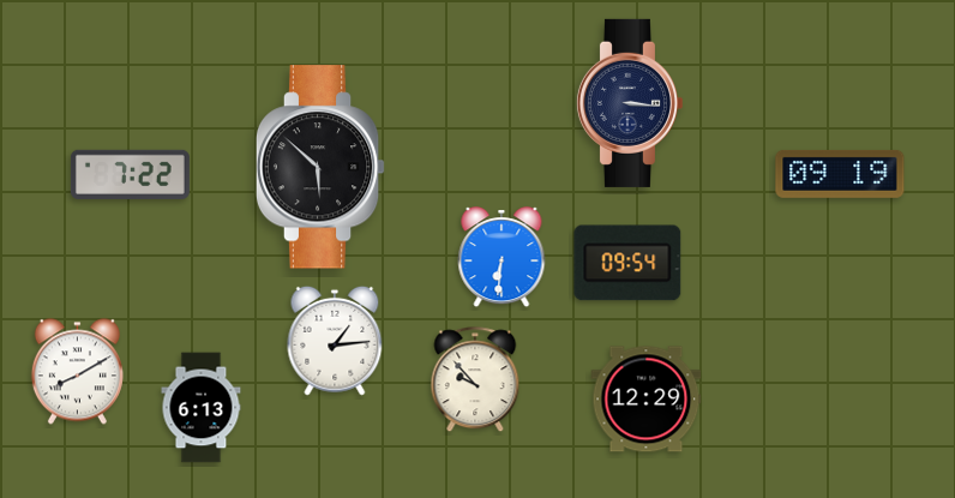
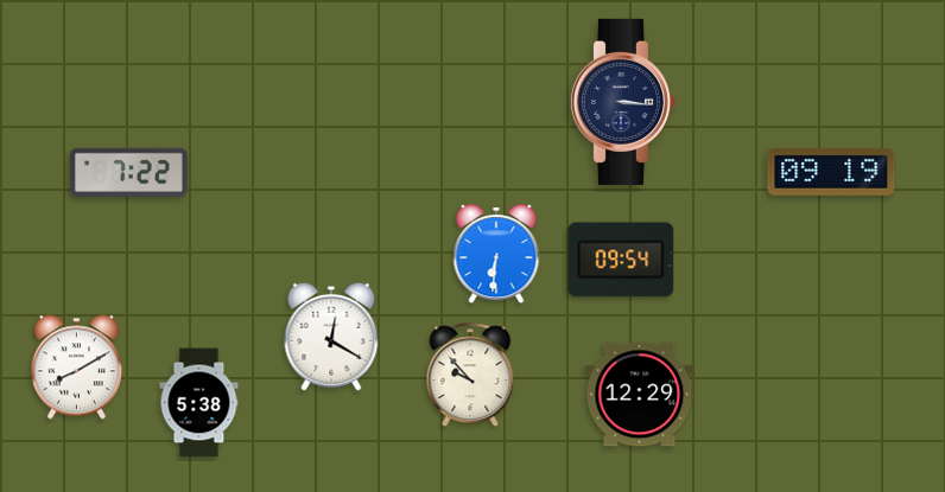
clock at (320, 167): 5:52 -> none
clock at (335, 341): 1:14 -> 12:20
clock at (202, 408): 6:13 -> 5:38
